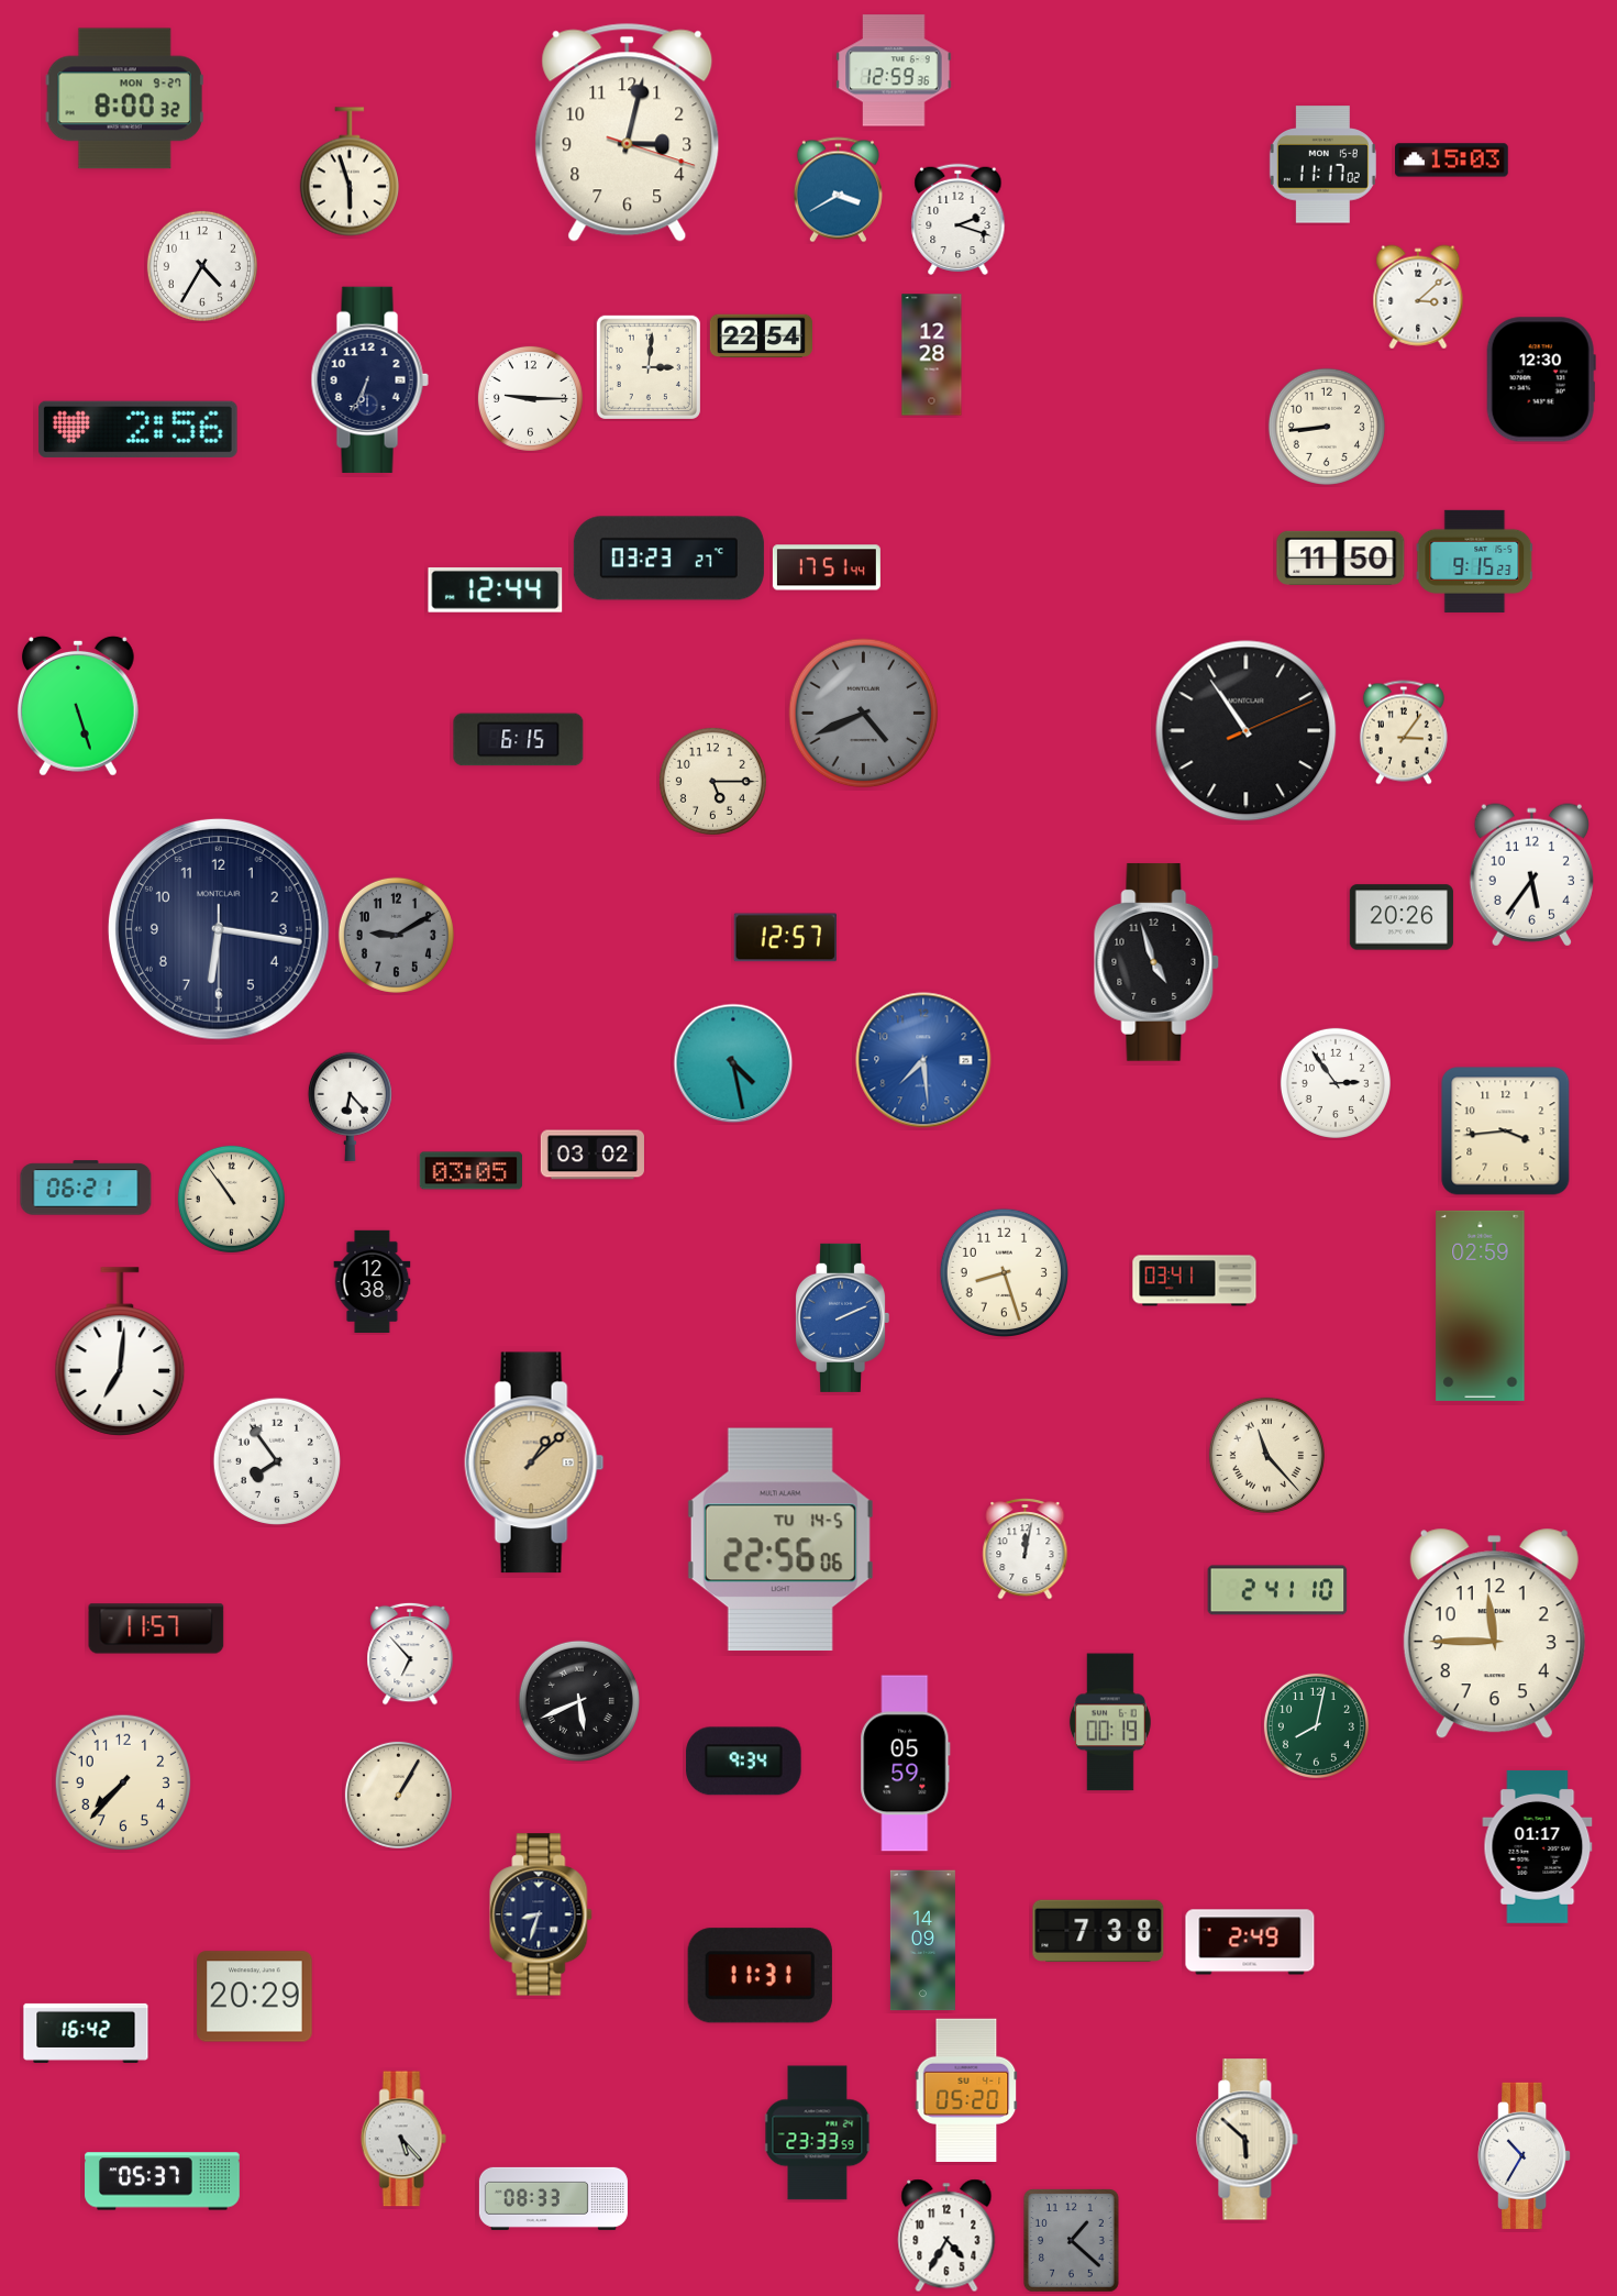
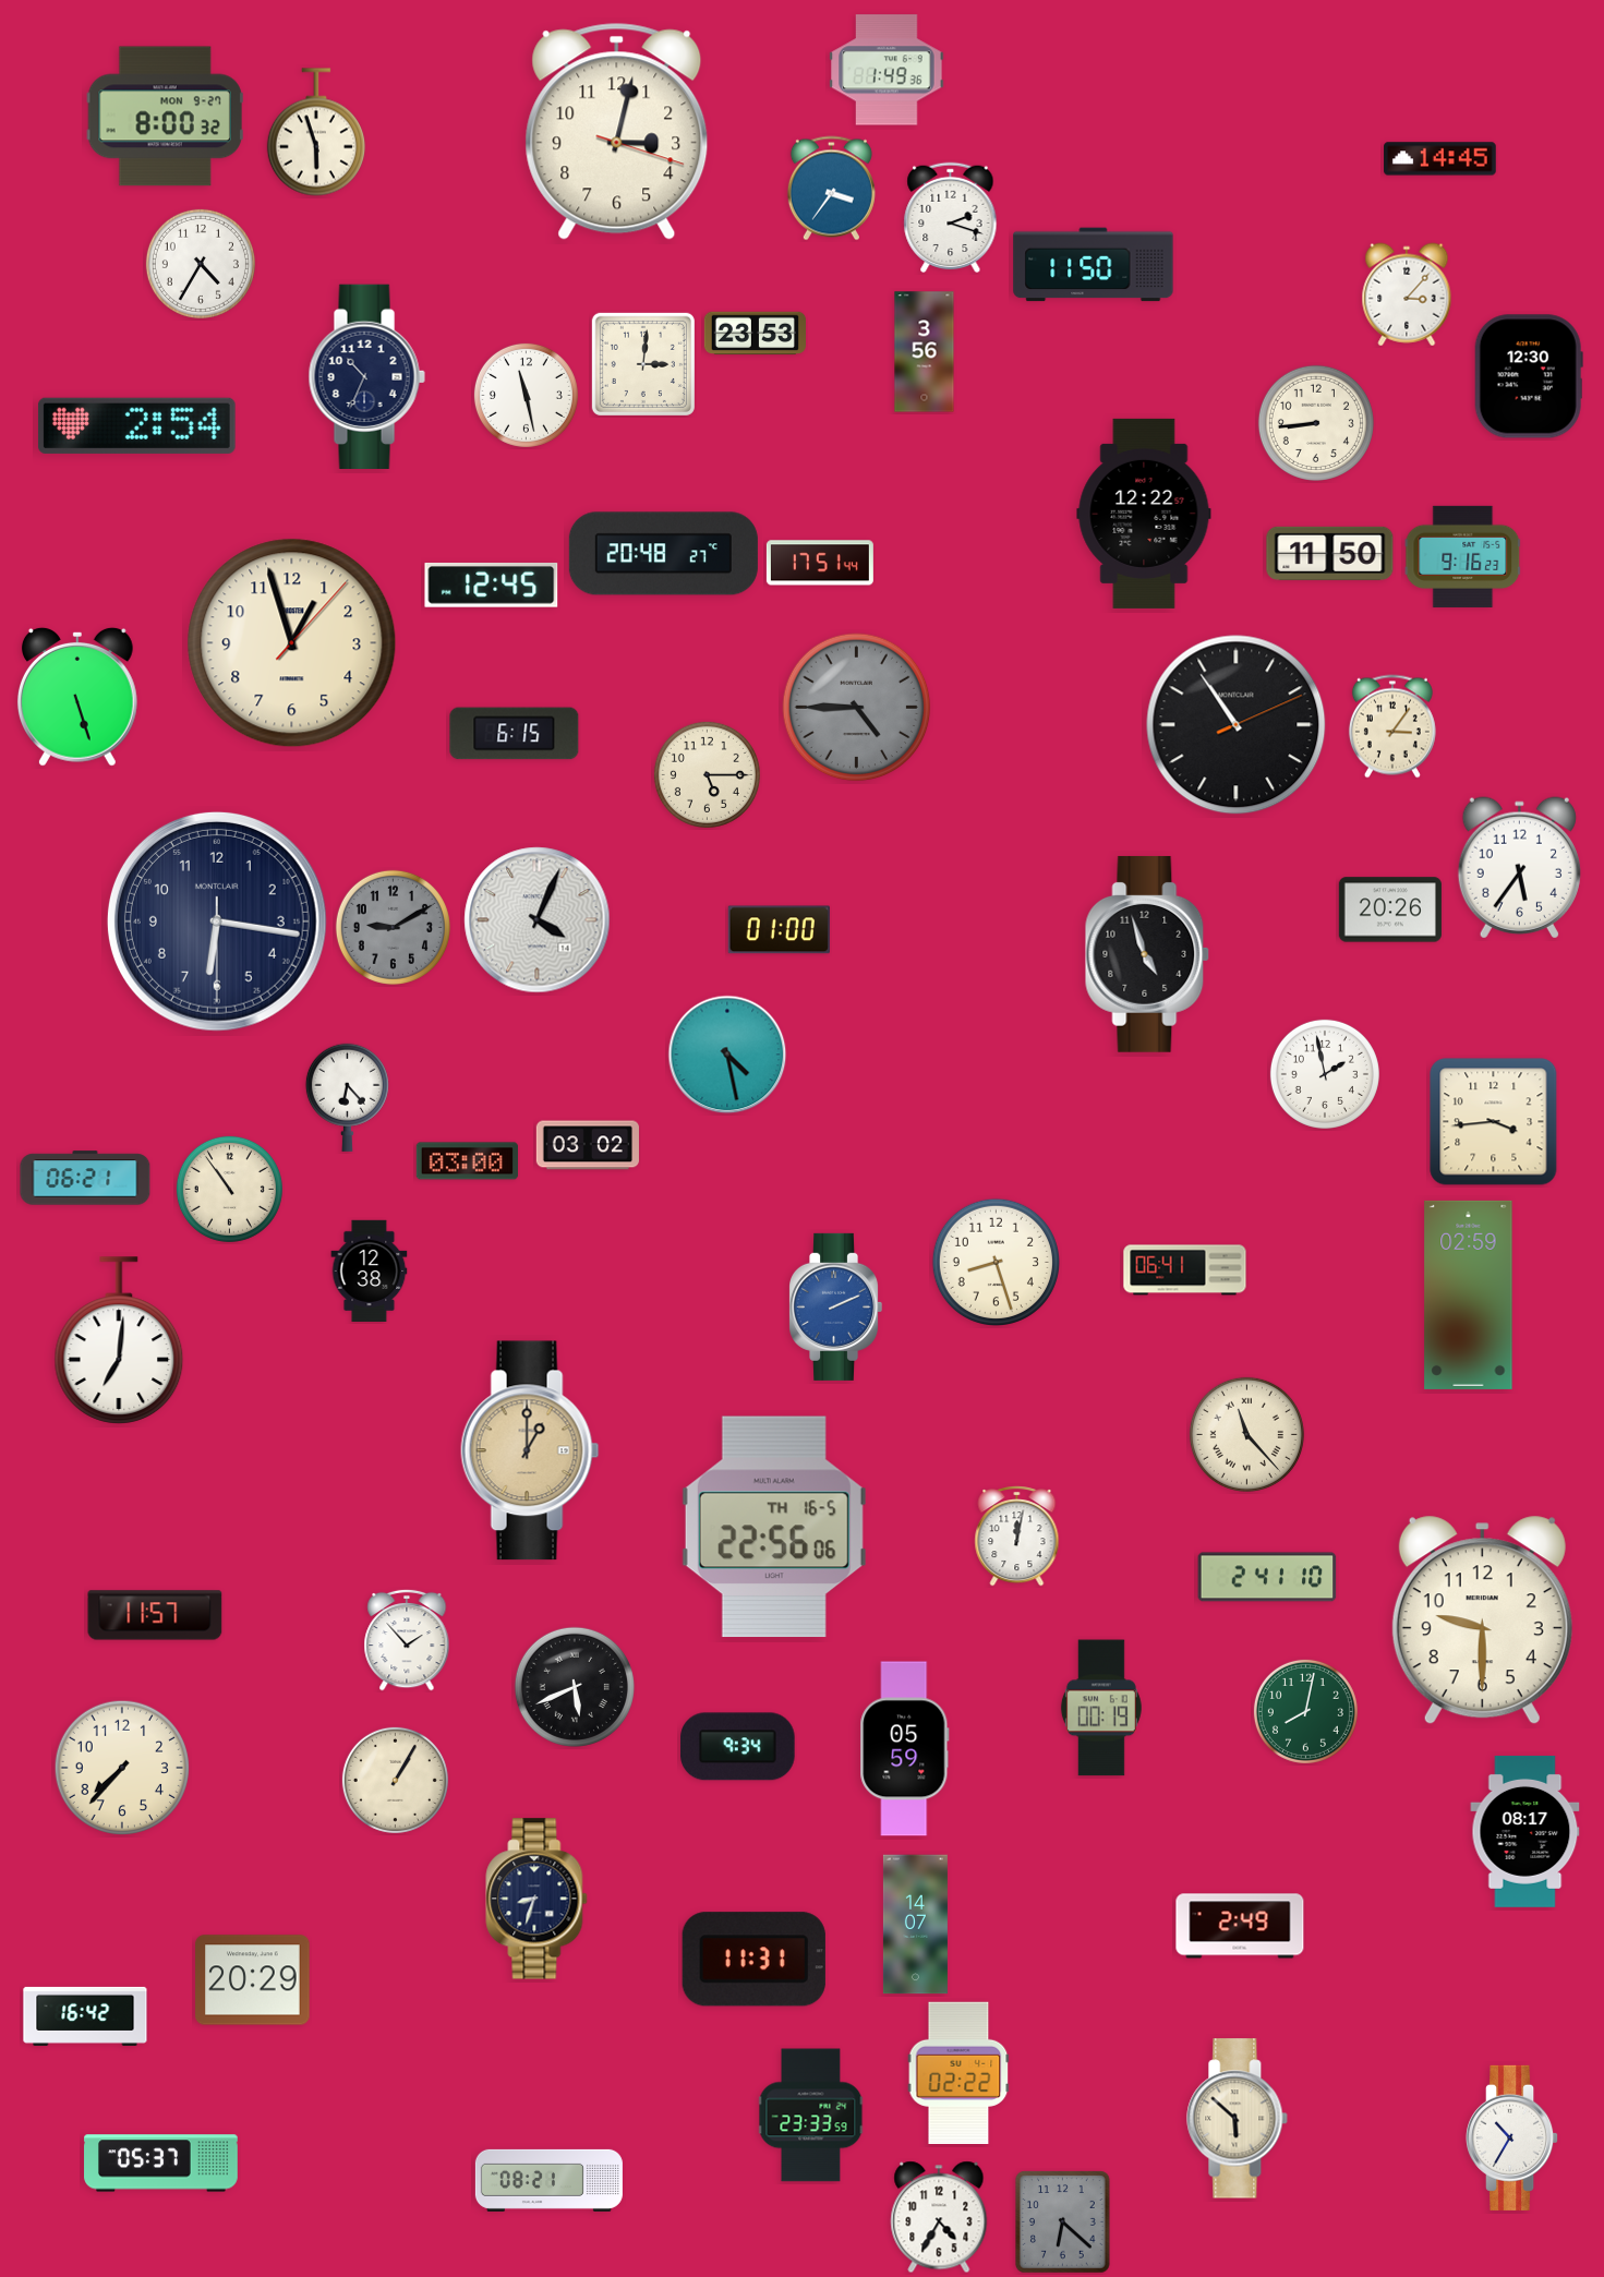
clock at (894, 70): 12:59 -> 1:49
clock at (124, 99) position: (124, 99) -> (165, 117)
clock at (628, 132) position: (628, 132) -> (617, 131)
clock at (1452, 161): 15:03 -> 14:45
clock at (1322, 165): 11:17 -> none
clock at (350, 172) position: (350, 172) -> (316, 132)
clock at (838, 190): 3:40 -> 3:36
clock at (1094, 265): none -> 11:50
clock at (1418, 297): 3:08 -> 3:07
clock at (761, 336): 22:54 -> 23:53
clock at (932, 355): 12:28 -> 3:56
clock at (369, 379): 6:34 -> 10:34
clock at (530, 398): 9:15 -> 11:28
clock at (137, 429): 2:56 -> 2:54
clock at (1144, 514): none -> 12:22
clock at (668, 559): 03:23 -> 20:48
clock at (1475, 561): 9:15 -> 9:16
clock at (496, 589): 12:44 -> 12:45
clock at (292, 643): none -> 12:57
clock at (78, 706) position: (78, 706) -> (77, 697)
clock at (864, 714): 4:41 -> 4:45
clock at (538, 920): none -> 4:04
clock at (785, 938): 12:57 -> 01:00
clock at (923, 1060): 7:29 -> none
clock at (1336, 1083): 2:54 -> 1:58
clock at (470, 1171): 03:05 -> 03:00
clock at (1195, 1281): 03:41 -> 06:41
clock at (1266, 1455) position: (1266, 1455) -> (1246, 1434)
clock at (276, 1460): 7:54 -> none
clock at (534, 1462): 1:08 -> 1:00
clock at (780, 1539) date: TU 14-5 -> TH 16-5
clock at (1494, 1634): 11:45 -> 9:30
clock at (410, 1654): 6:53 -> 1:53
clock at (906, 1764) position: (906, 1764) -> (905, 1749)
clock at (1538, 1846): 01:17 -> 08:17
clock at (1098, 1931): 7:38 -> none
clock at (922, 1941): 14:09 -> 14:07
clock at (966, 2089): 05:20 -> 02:22
clock at (403, 2139): 5:23 -> none
clock at (1248, 2140) position: (1248, 2140) -> (1238, 2119)
clock at (553, 2198): 08:33 -> 08:21
clock at (1072, 2241): 1:22 -> 6:22
